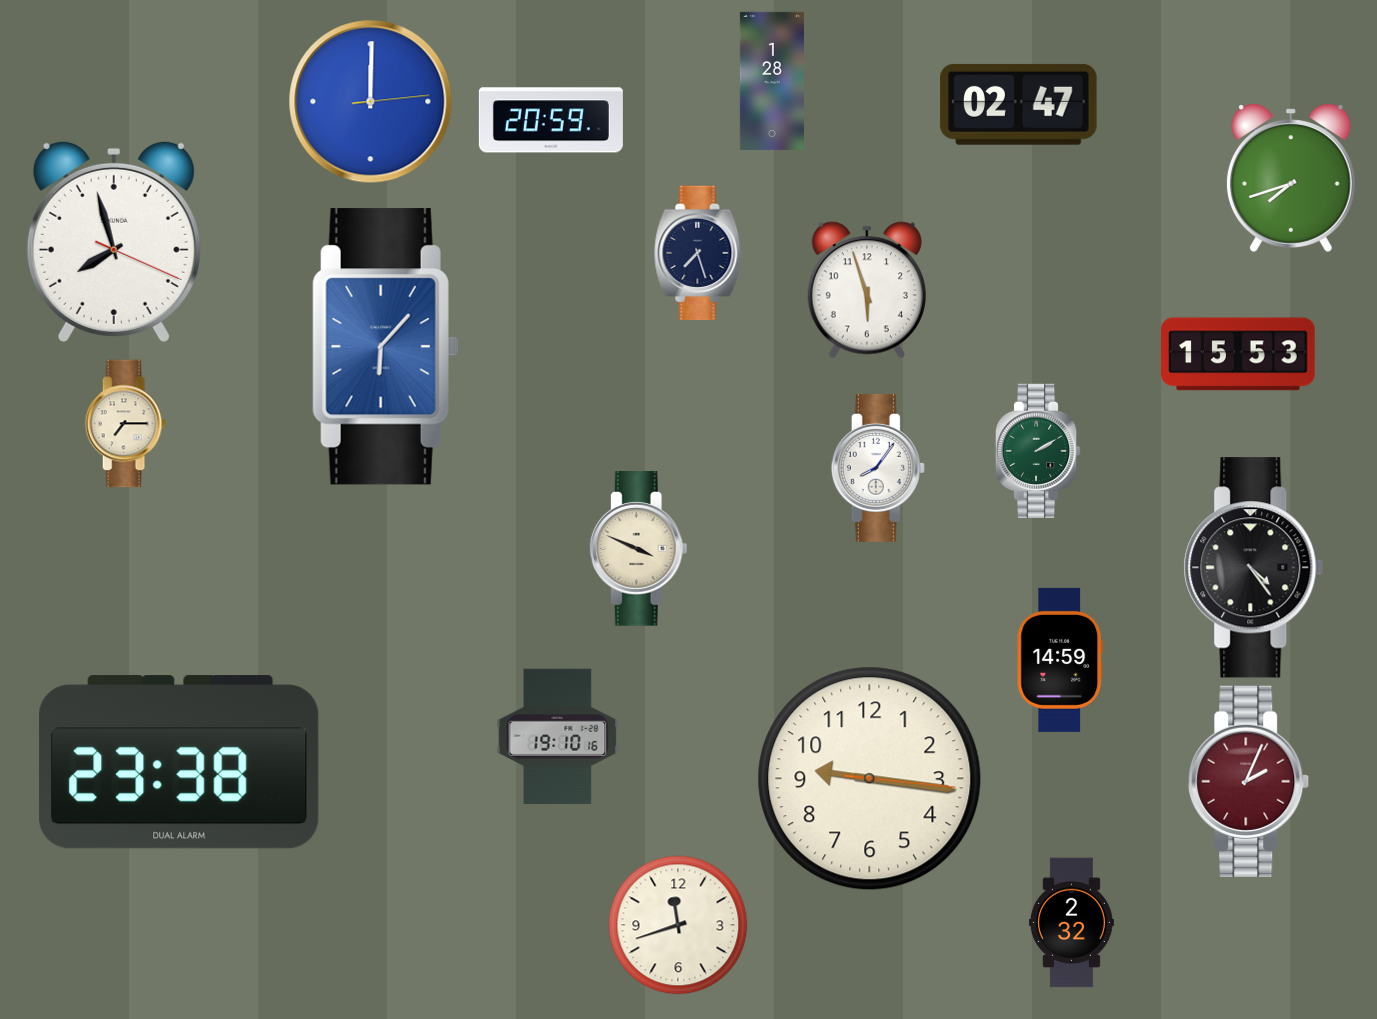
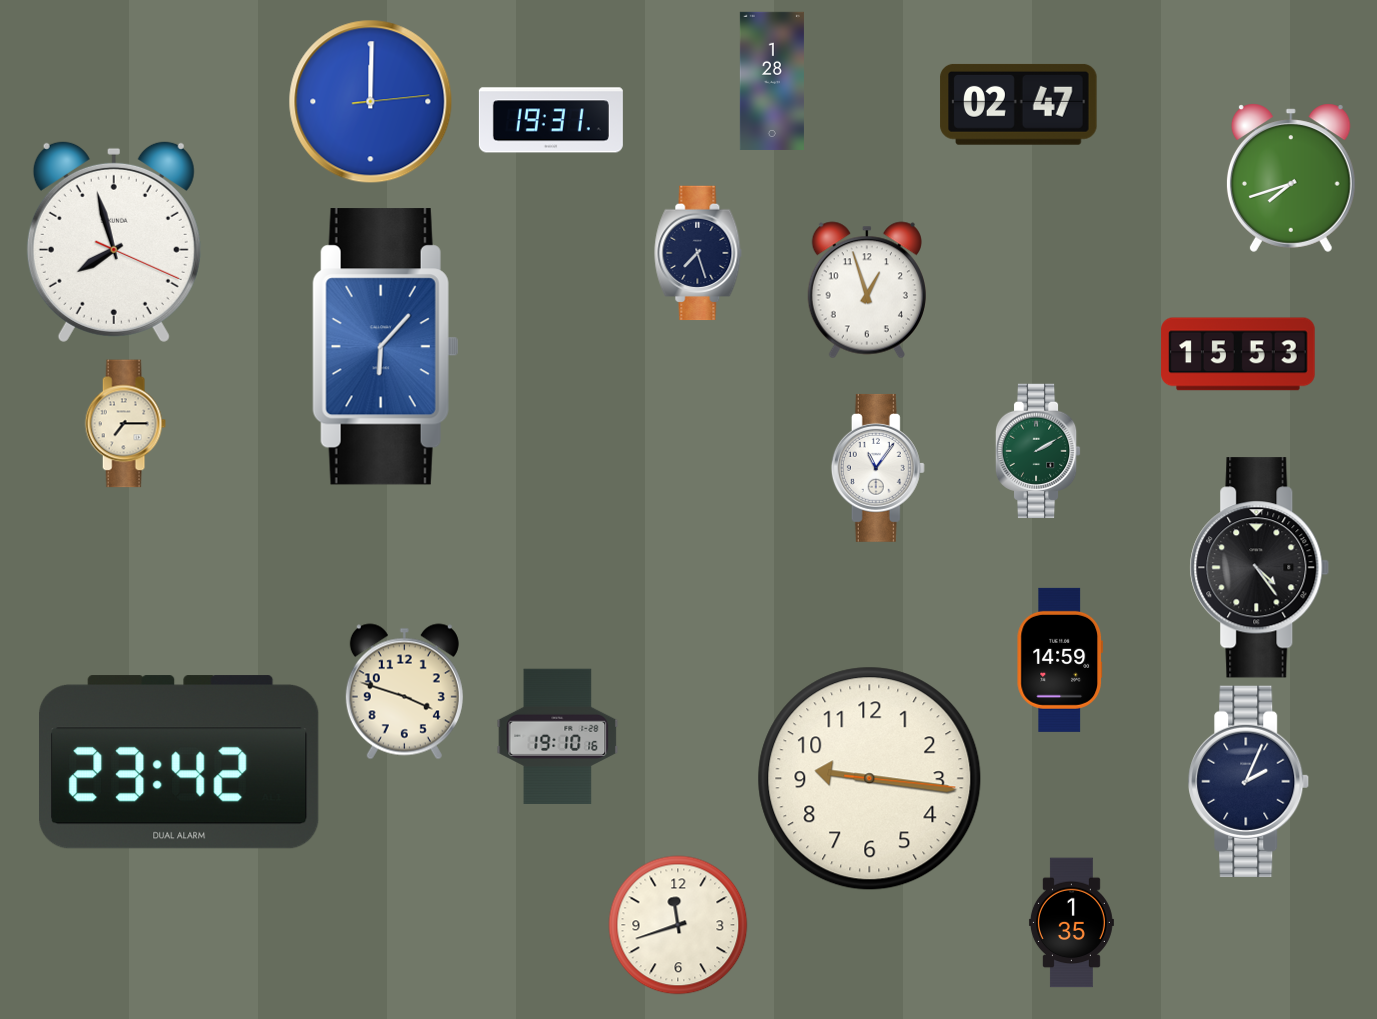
clock at (551, 120): 20:59 -> 19:31
clock at (867, 290): 5:57 -> 12:57
clock at (878, 468): 8:06 -> 11:06
clock at (638, 549): 3:49 -> none
clock at (1254, 568) position: (1254, 568) -> (1260, 568)
clock at (404, 692): none -> 3:48
clock at (179, 762): 23:38 -> 23:42
clock at (1249, 781) dial: burgundy -> navy
clock at (1071, 923): 2:32 -> 1:35
